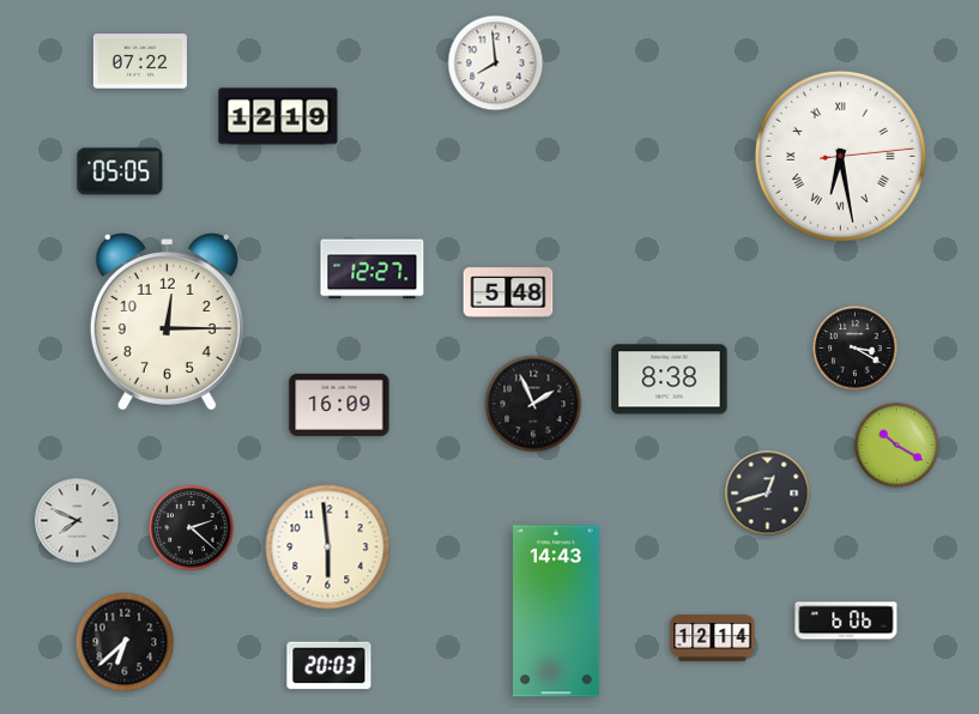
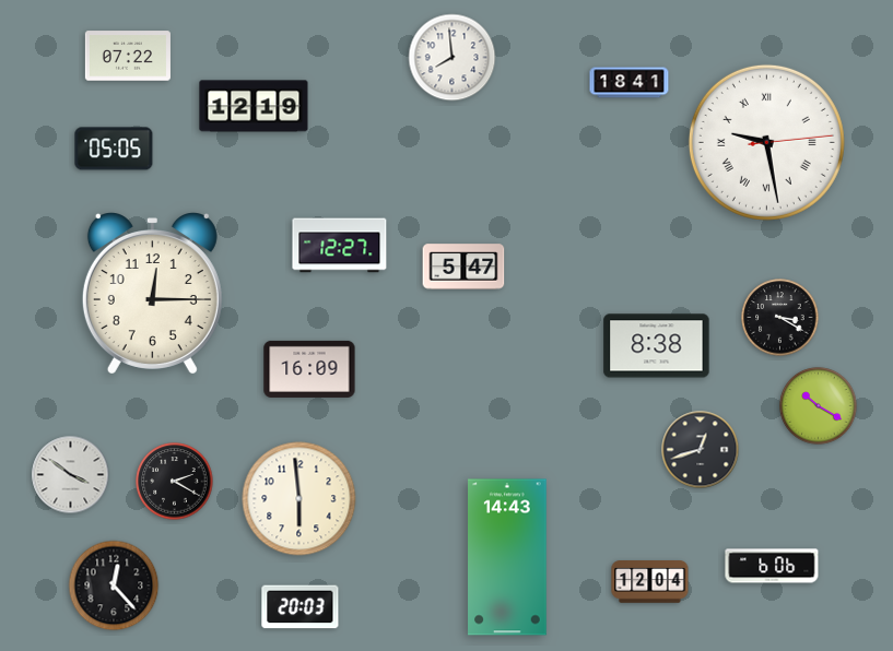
clock at (630, 83): none -> 18:41
clock at (840, 156): 6:28 -> 9:28
clock at (120, 171) position: (120, 171) -> (114, 149)
clock at (508, 292): 5:48 -> 5:47
clock at (670, 380) position: (670, 380) -> (657, 346)
clock at (533, 404): 1:56 -> none
clock at (78, 521): 7:49 -> 3:51
clock at (192, 528): 2:22 -> 2:20
clock at (713, 639): 12:14 -> 12:04
clock at (125, 642): 6:38 -> 12:23
